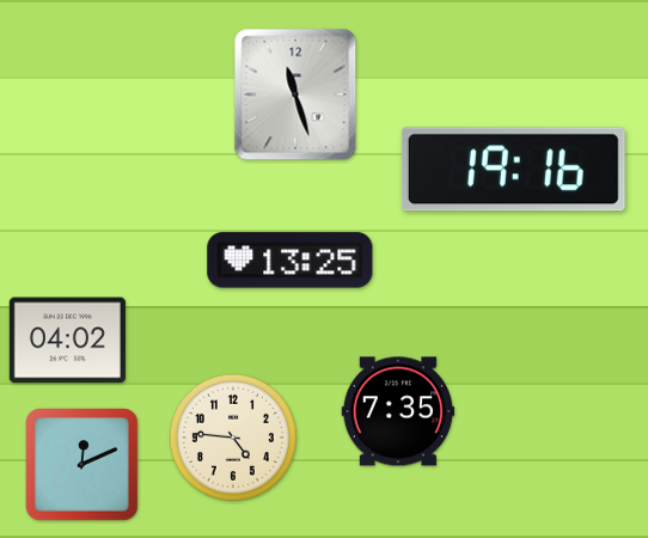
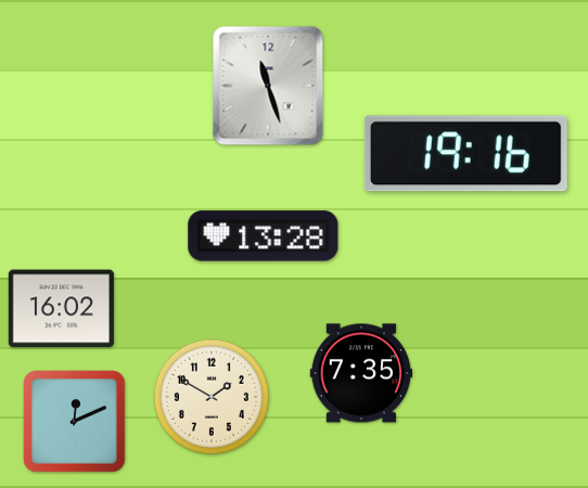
clock at (291, 261): 13:25 -> 13:28
clock at (67, 341): 04:02 -> 16:02
clock at (233, 438): 4:46 -> 1:50
